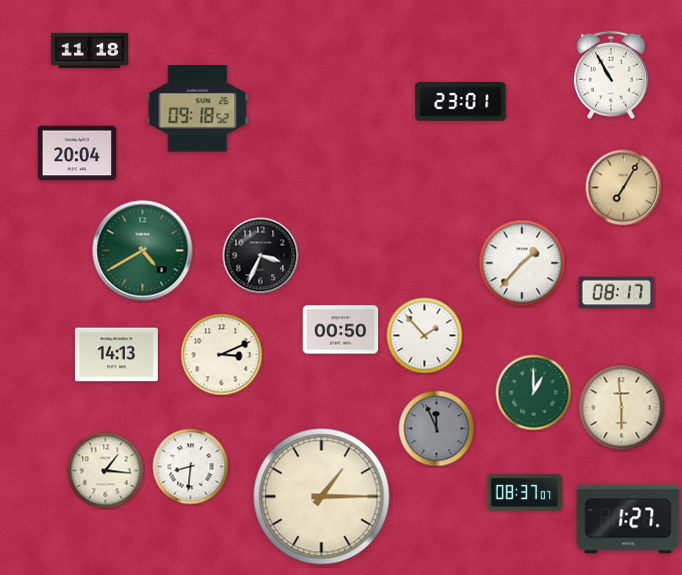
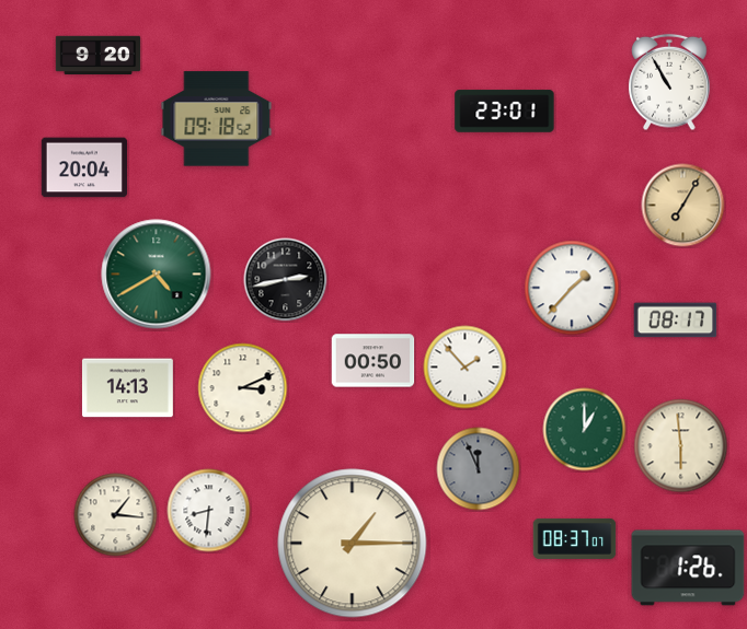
clock at (90, 51): 11:18 -> 9:20
clock at (261, 256): 3:34 -> 2:43
clock at (628, 519): 1:27 -> 1:26
